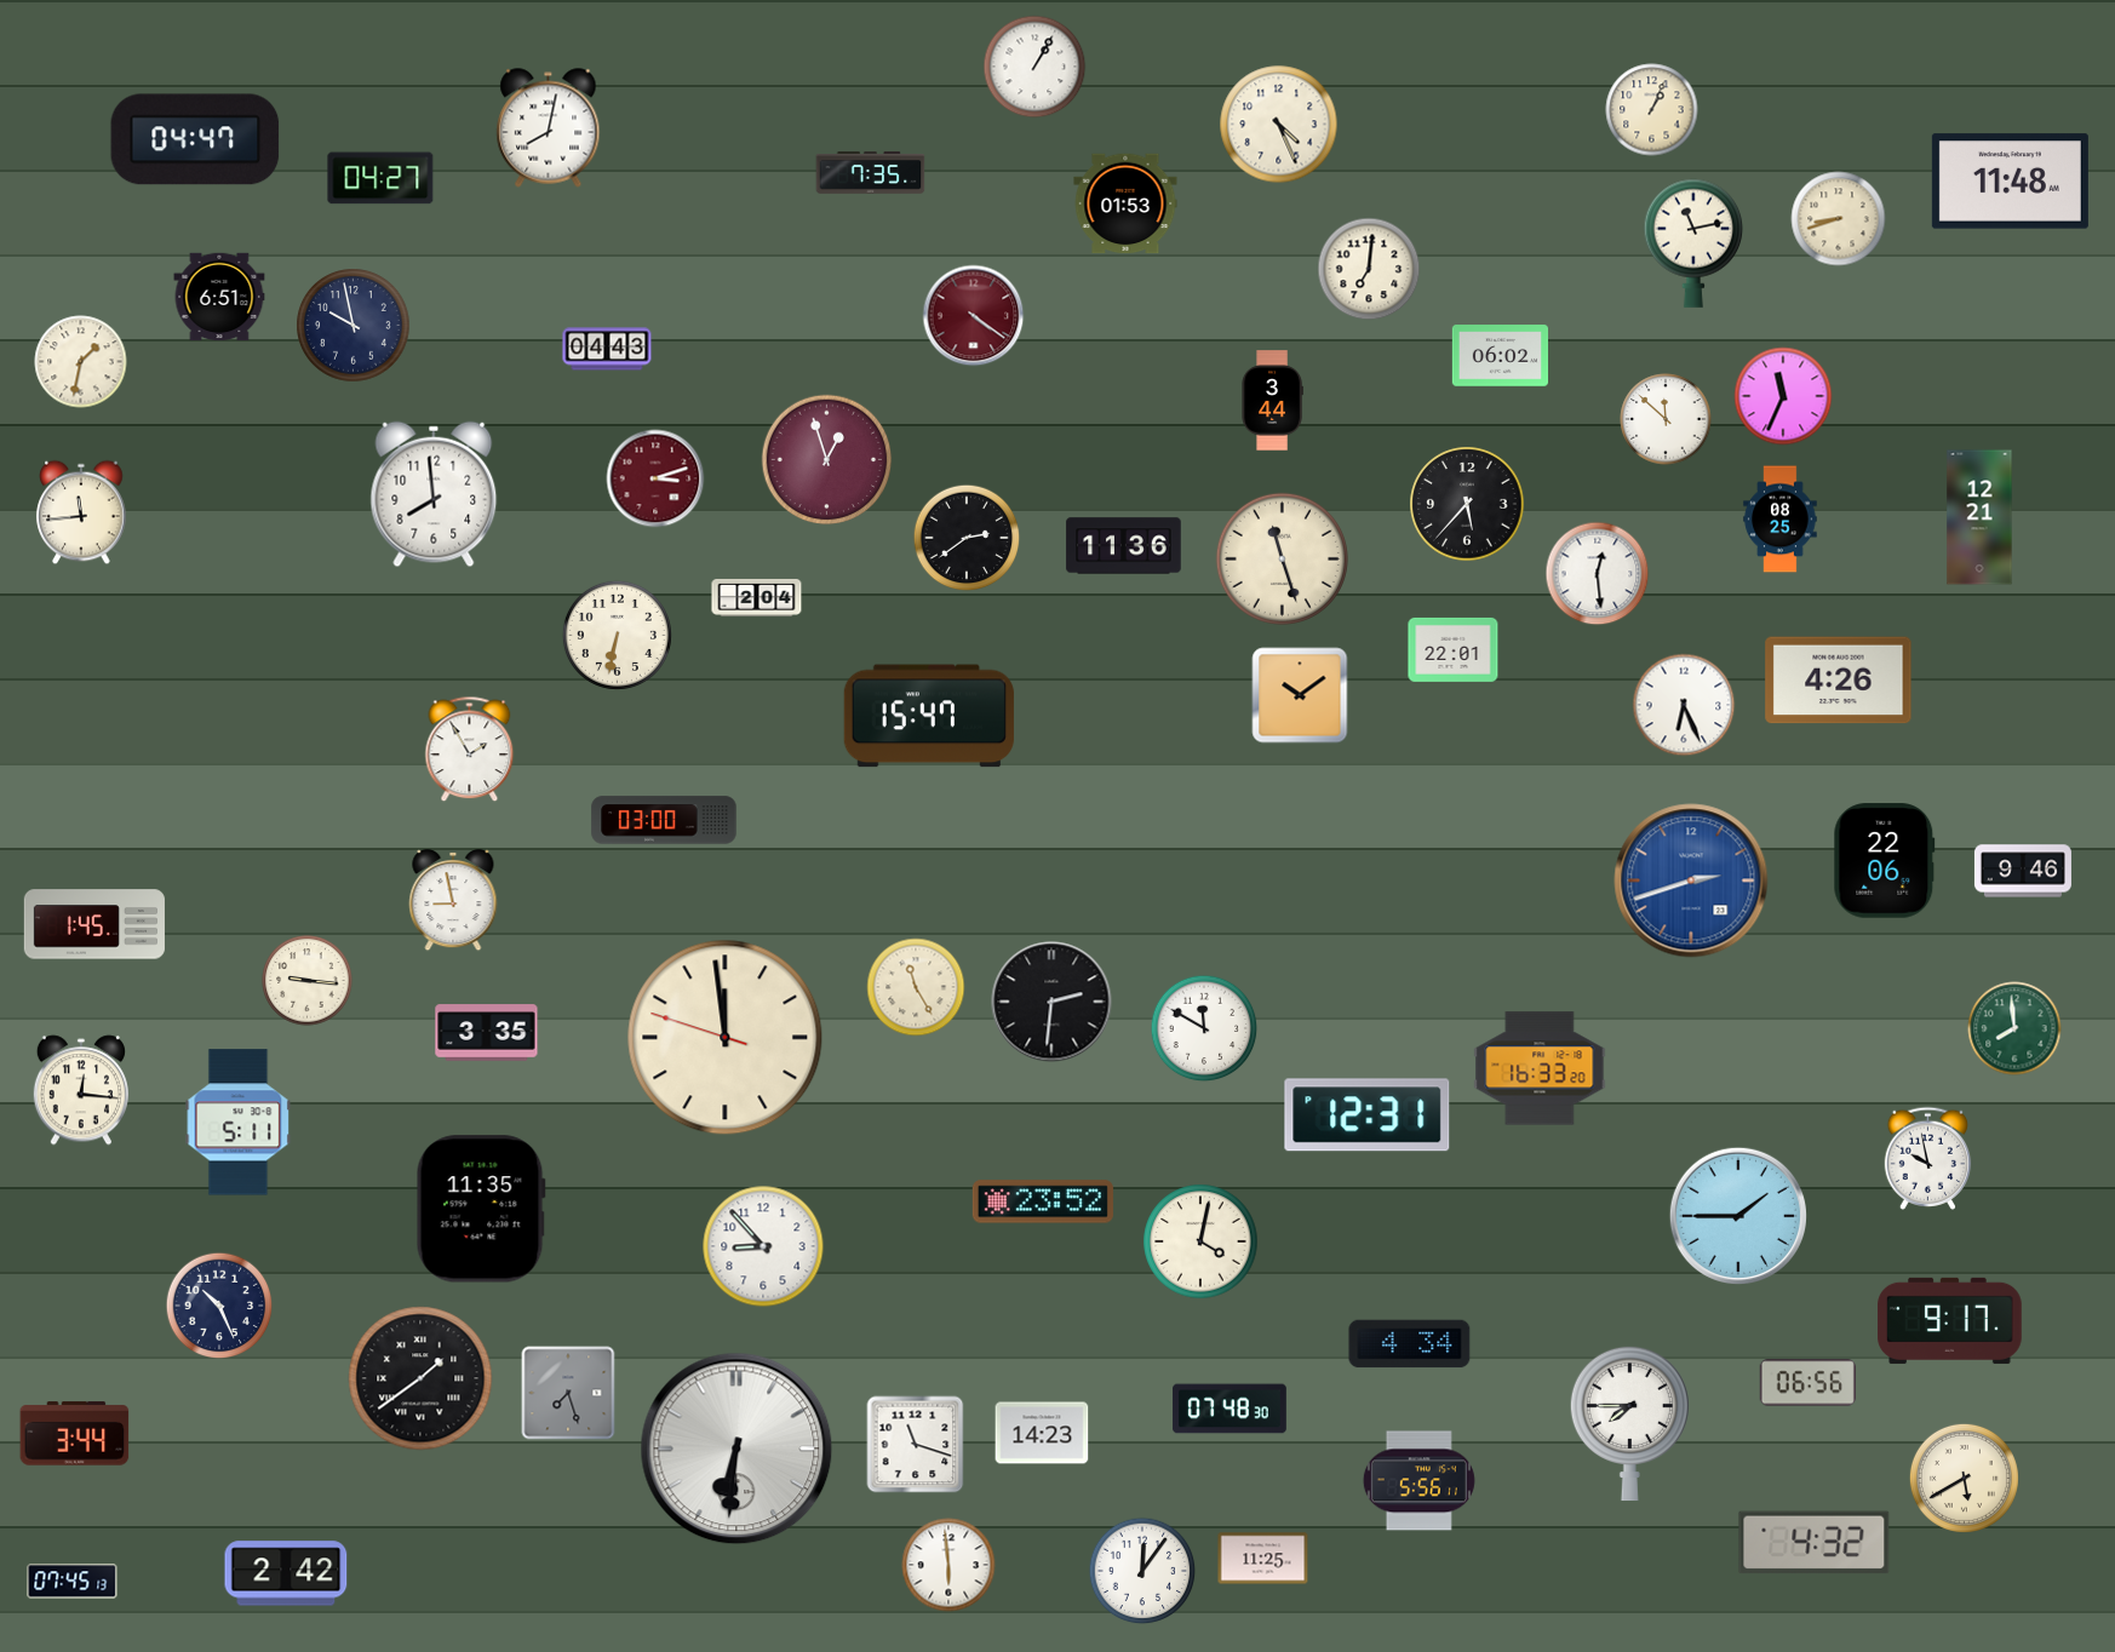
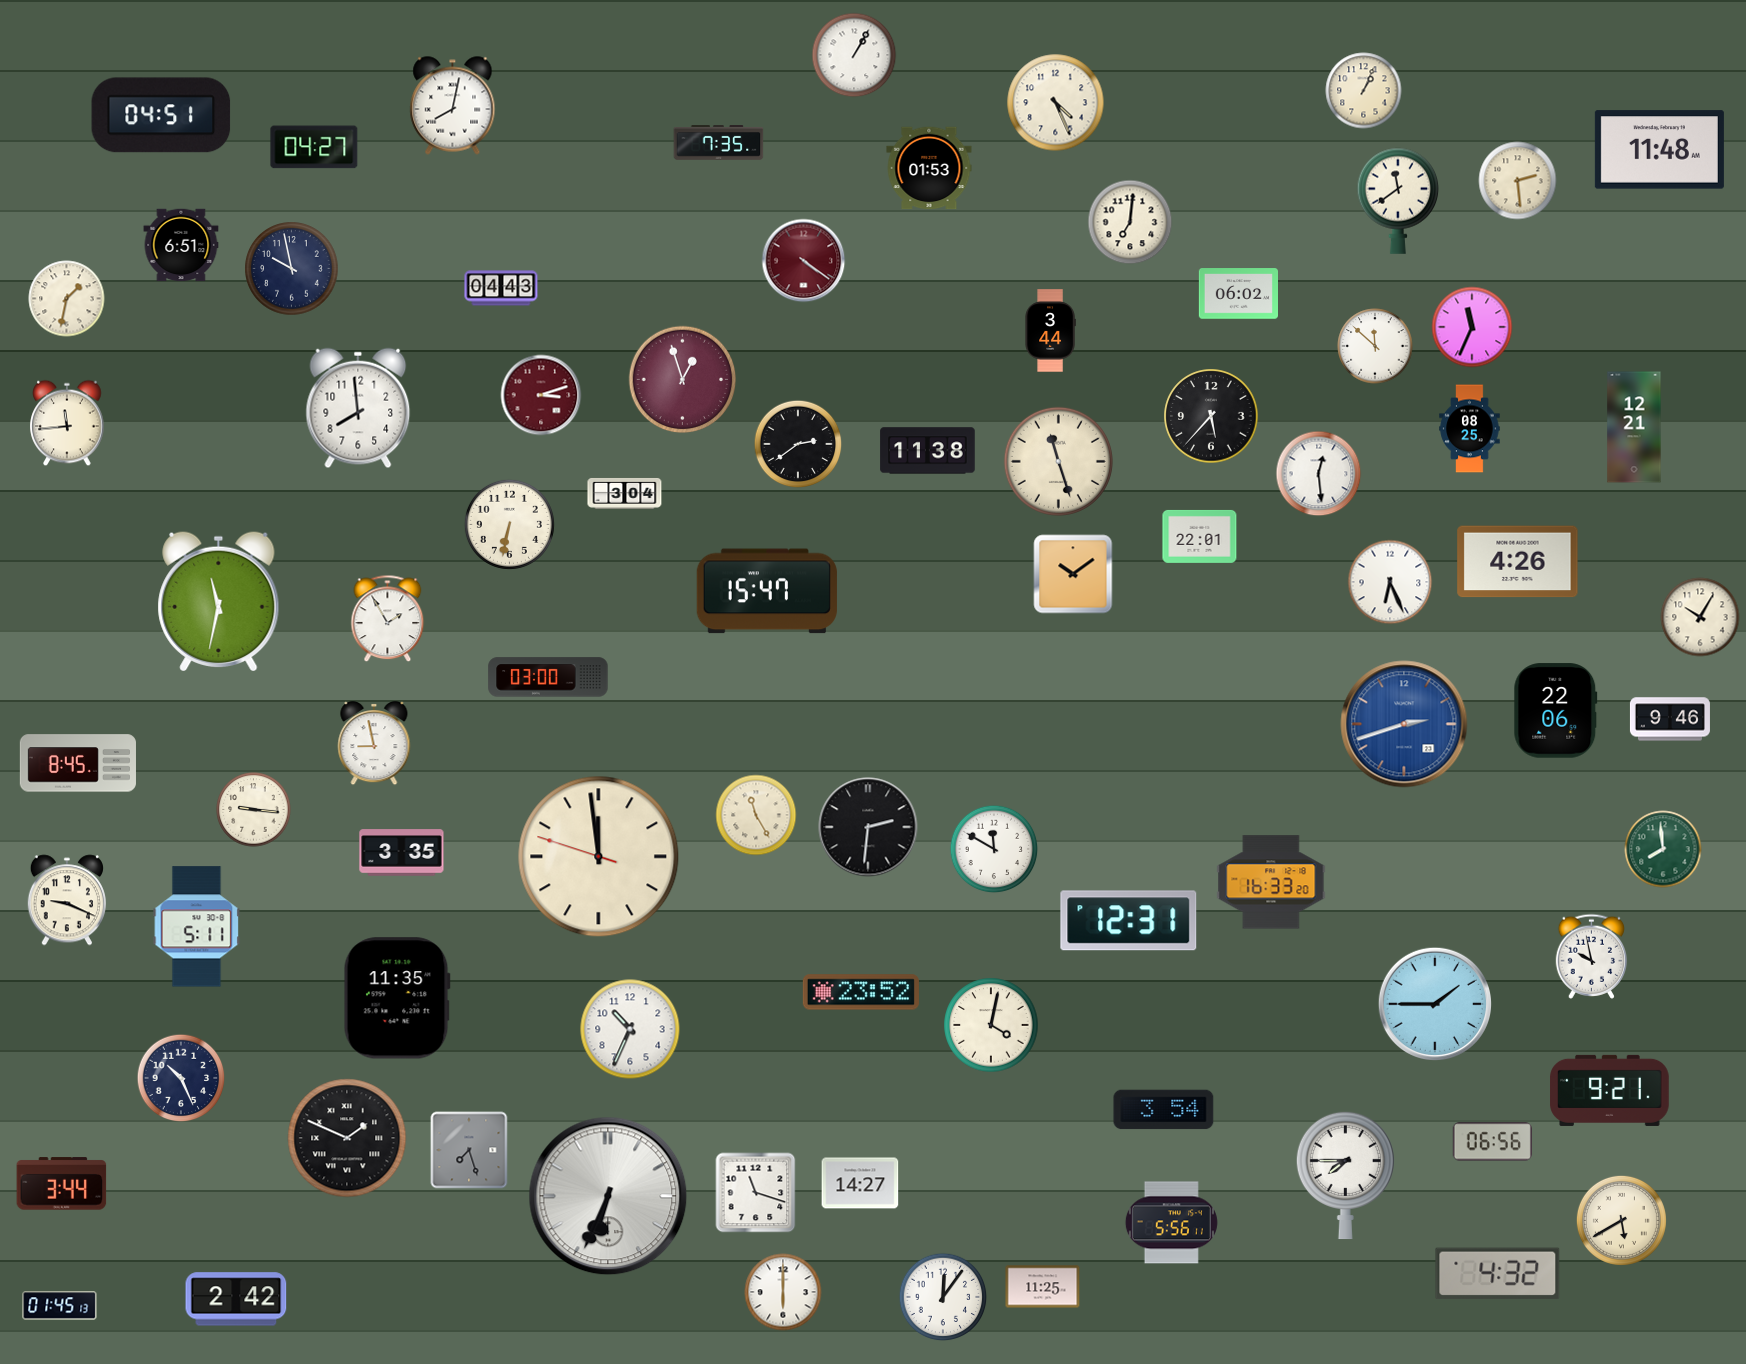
clock at (195, 139): 04:47 -> 04:51
clock at (1839, 219): 8:42 -> 2:29
clock at (1693, 243): 11:13 -> 11:39
clock at (1124, 546): 11:36 -> 11:38
clock at (757, 597): 2:04 -> 3:04
clock at (219, 601): none -> 11:32
clock at (1700, 617): none -> 10:05
clock at (1691, 881) position: (1691, 881) -> (1404, 724)
clock at (94, 924): 1:45 -> 8:45
clock at (81, 1090): 12:16 -> 9:19
clock at (763, 1246): 8:53 -> 10:34
clock at (1950, 1320): 9:17 -> 9:21
clock at (1410, 1344): 4:34 -> 3:54
clock at (420, 1378): 1:39 -> 1:49
clock at (1230, 1409): 07:48 -> none
clock at (1042, 1433): 14:23 -> 14:27
clock at (736, 1449): 6:31 -> 6:34
clock at (948, 1565): 5:59 -> 6:00
clock at (73, 1582): 07:45 -> 01:45
